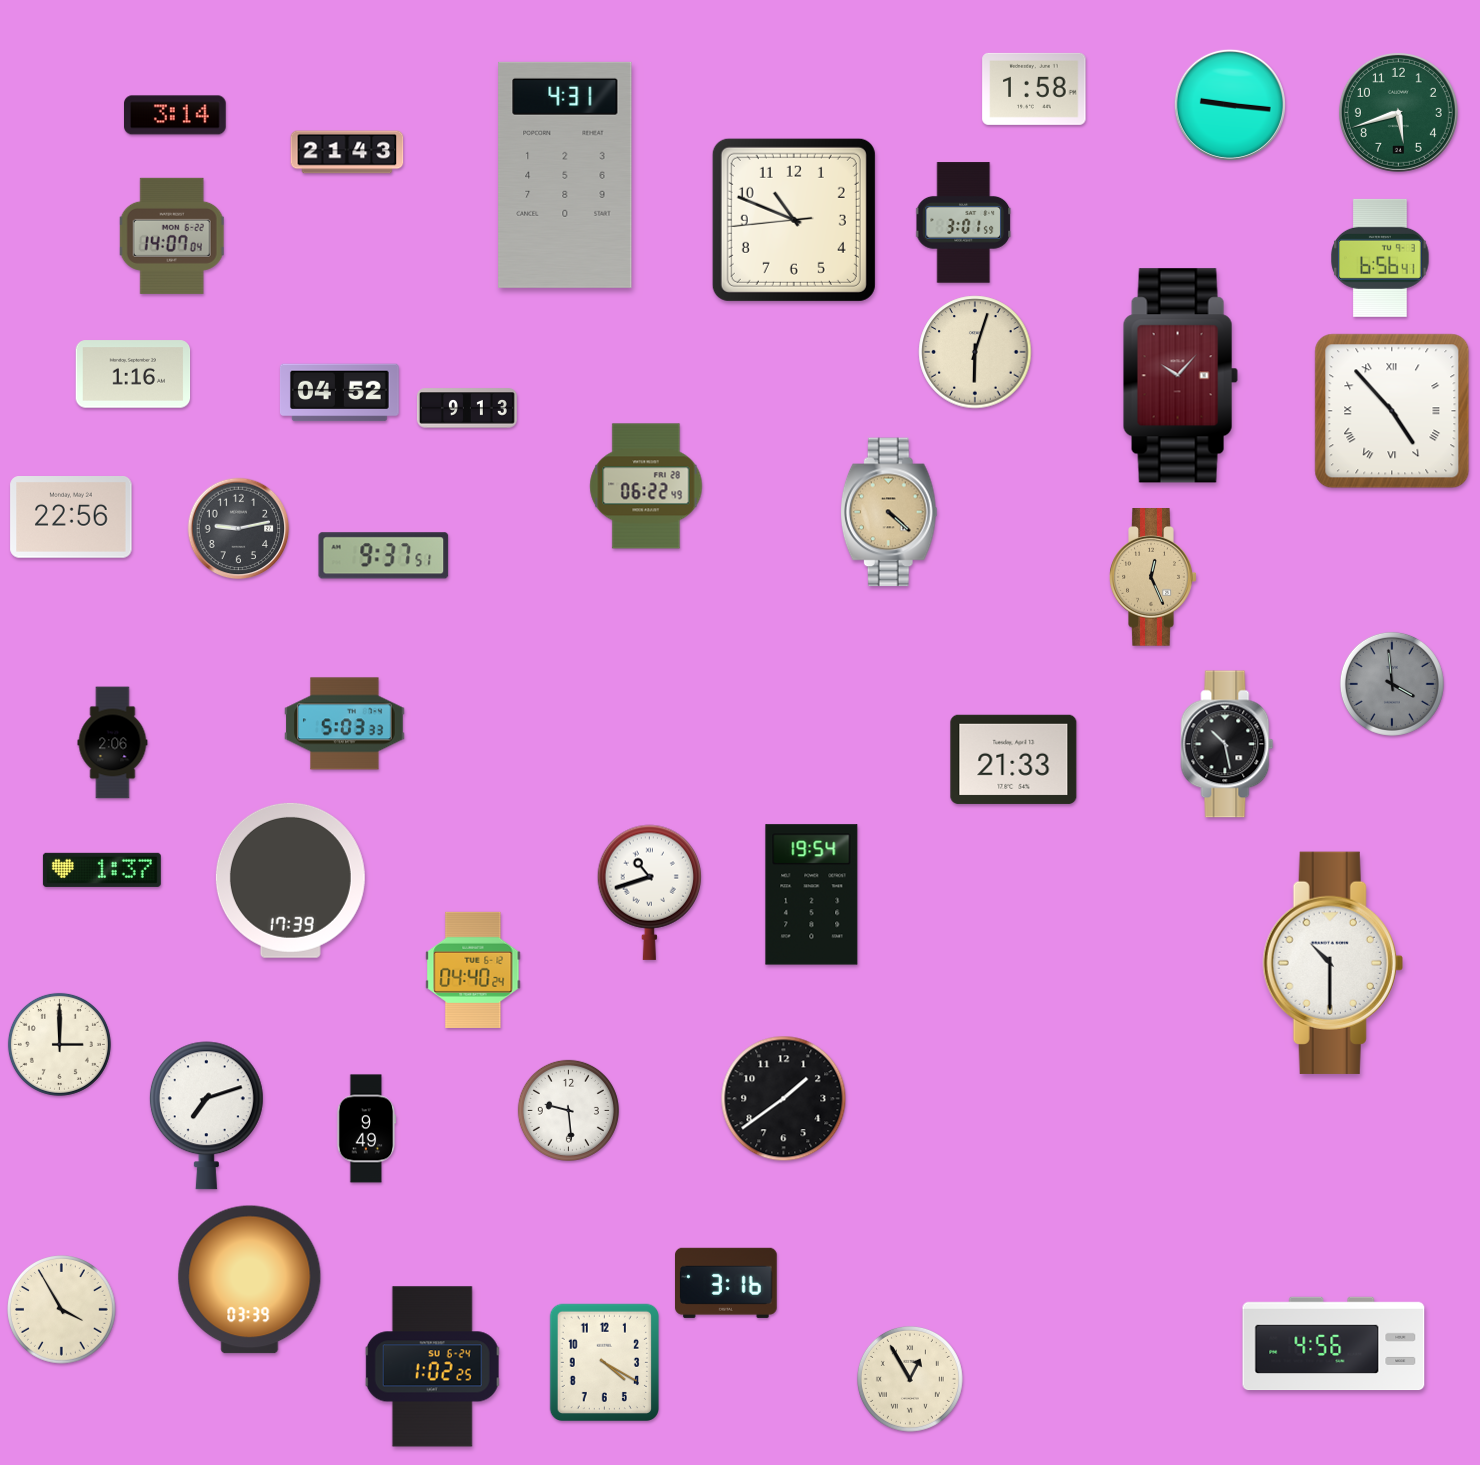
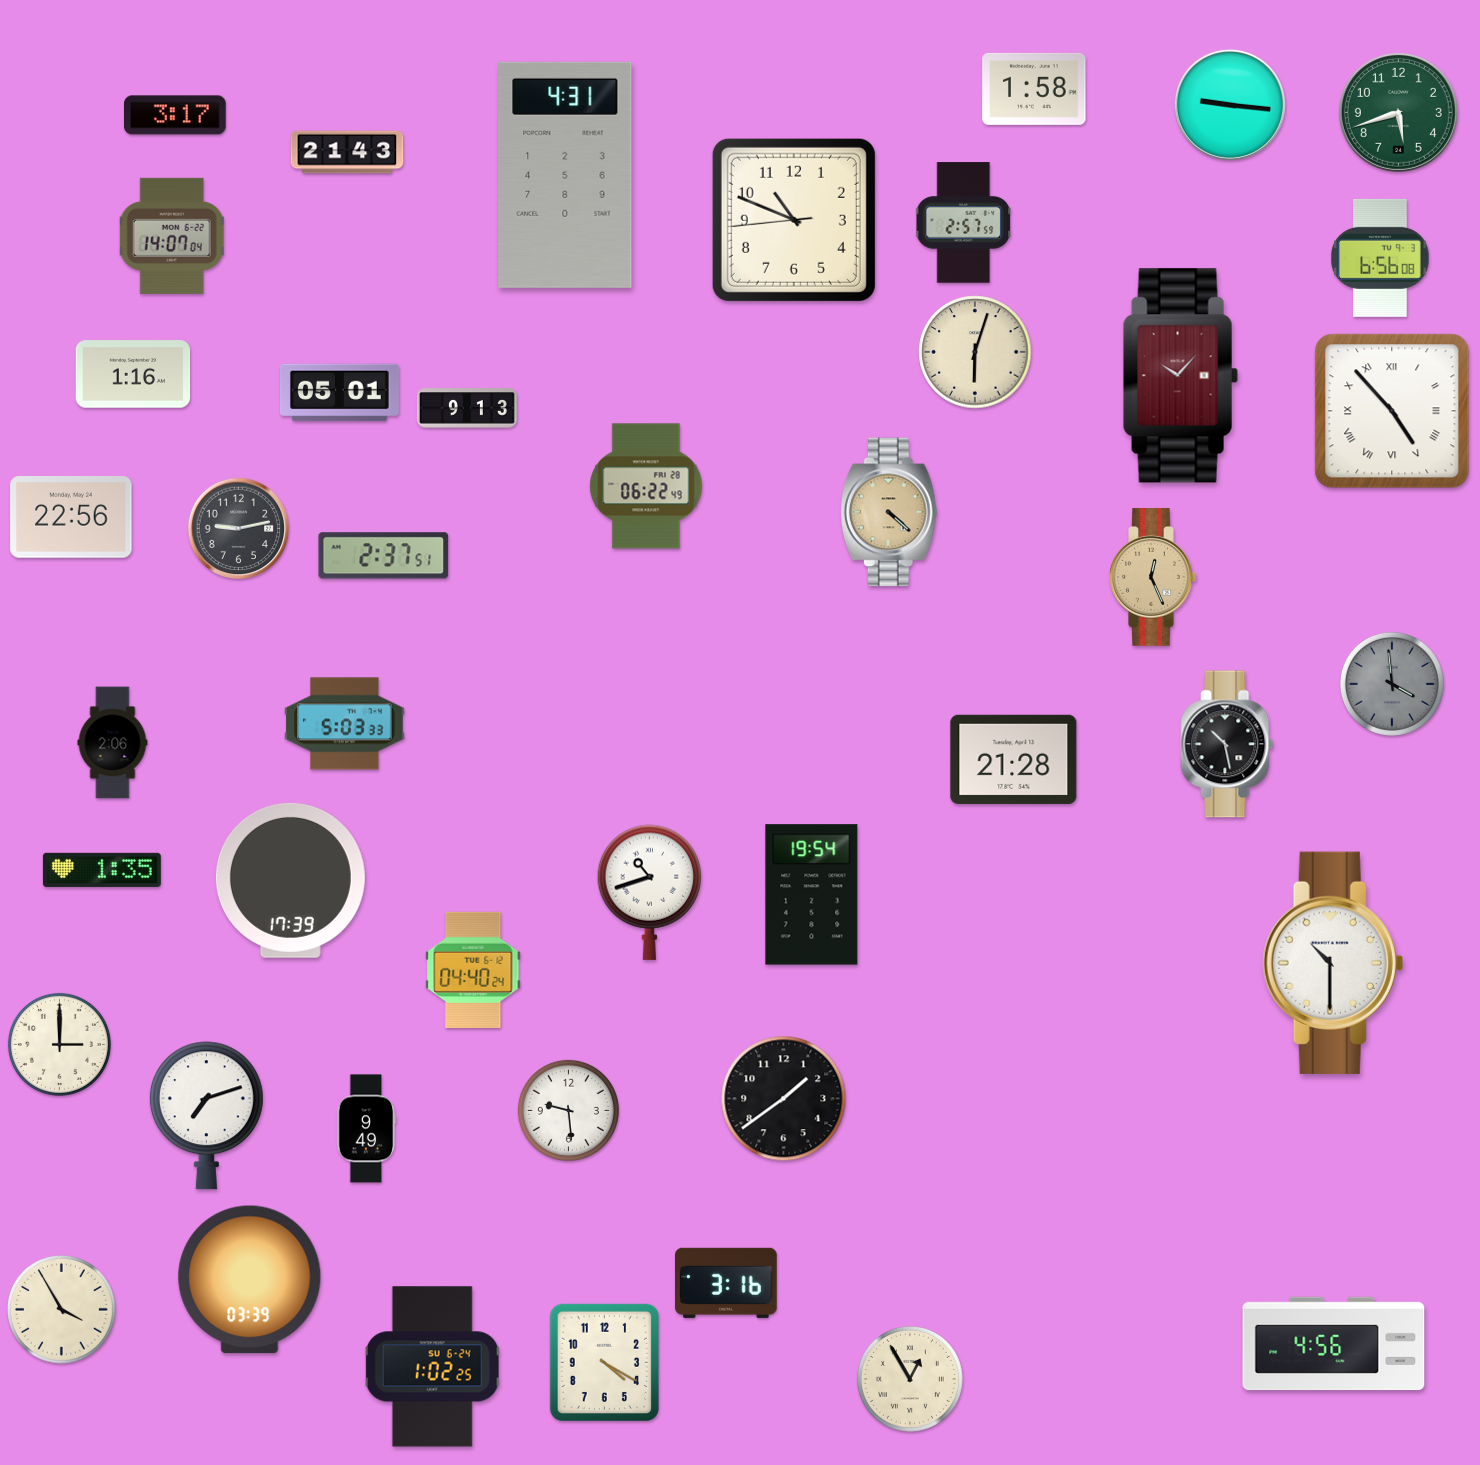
clock at (176, 115): 3:14 -> 3:17
clock at (964, 223): 3:01 -> 2:57
clock at (1380, 258): 6:56:41 -> 6:56:08
clock at (339, 393): 04:52 -> 05:01
clock at (384, 556): 9:37 -> 2:37
clock at (1014, 759): 21:33 -> 21:28
clock at (102, 870): 1:37 -> 1:35
